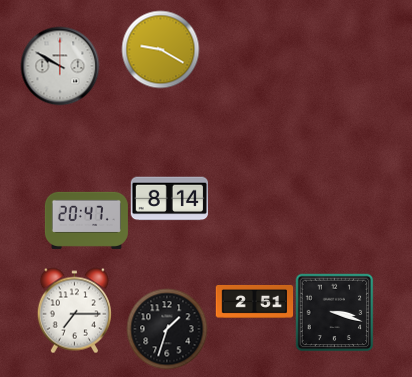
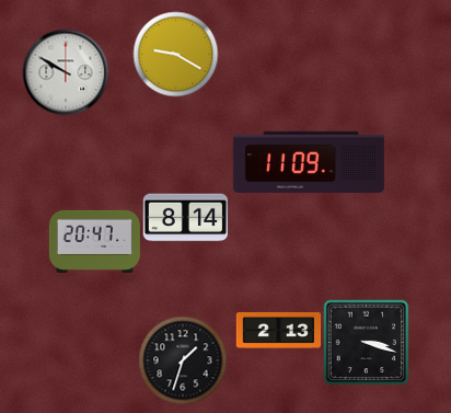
clock at (309, 162): none -> 11:09
clock at (254, 302): 2:51 -> 2:13
clock at (74, 310): 7:15 -> none
